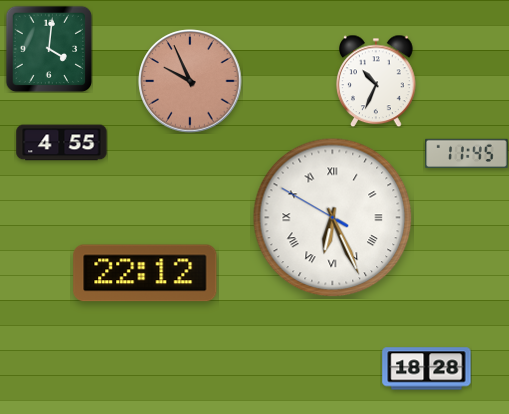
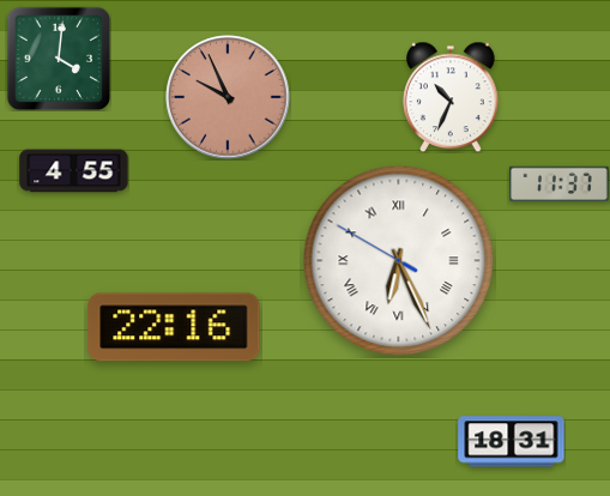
clock at (467, 153): 11:45 -> 11:37
clock at (145, 273): 22:12 -> 22:16
clock at (427, 369): 18:28 -> 18:31
